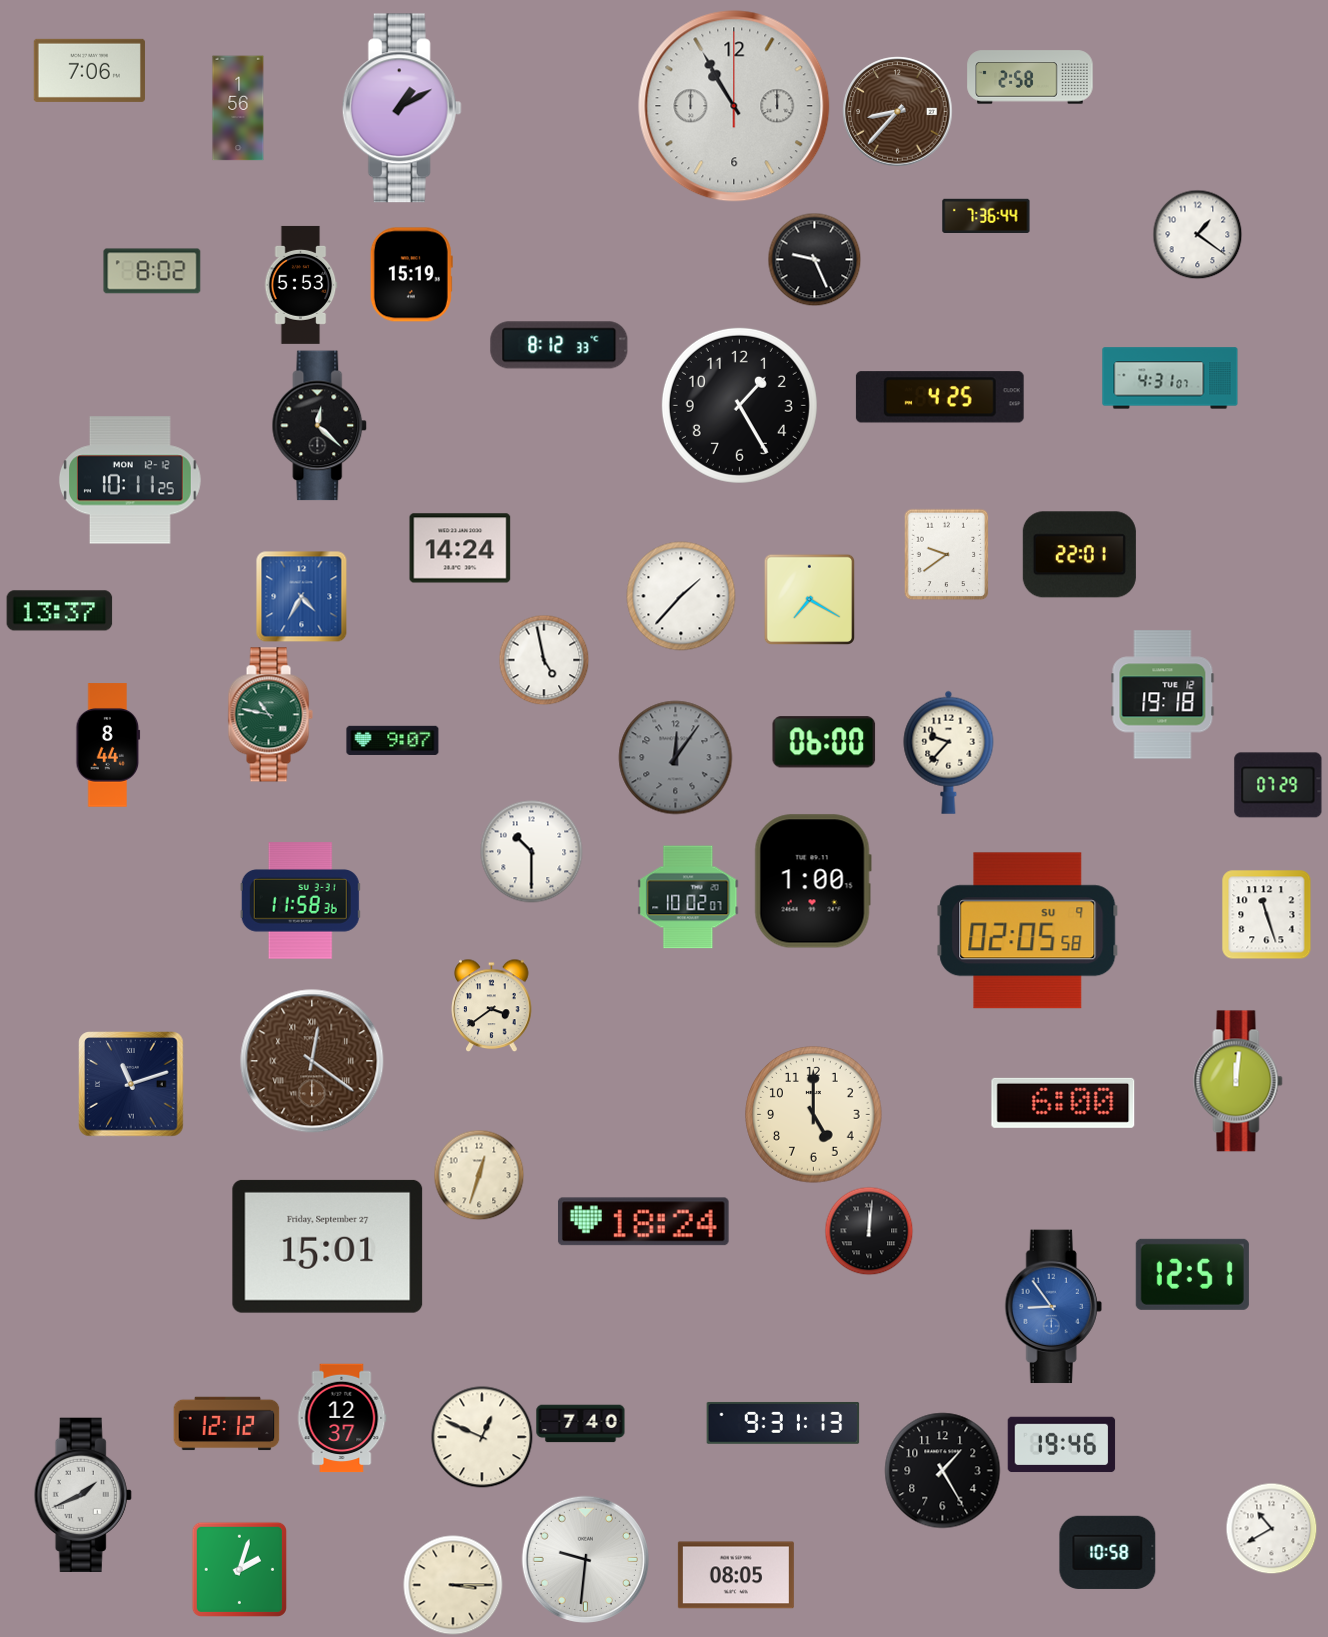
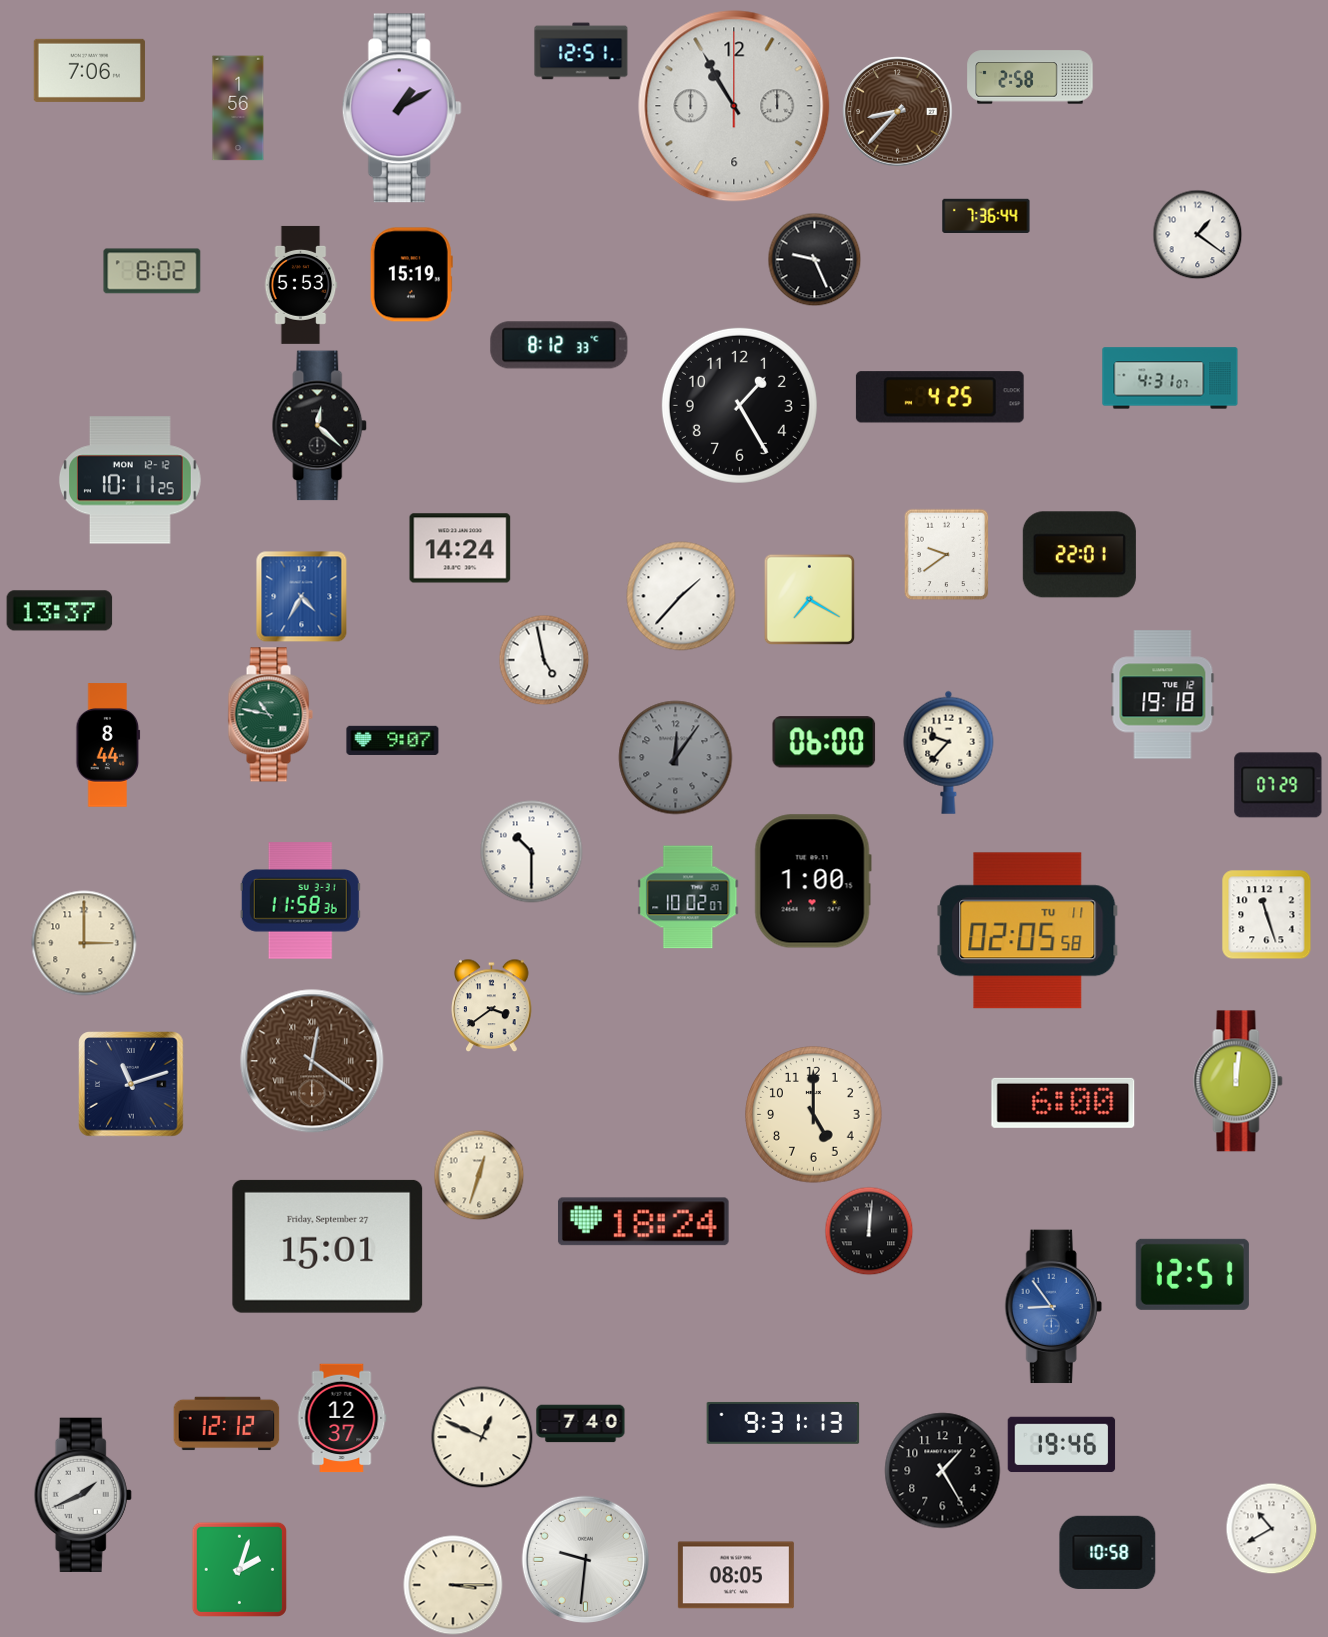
clock at (581, 51): none -> 12:51
clock at (1028, 931) date: SU 9 -> TU 11
clock at (84, 943): none -> 3:00
